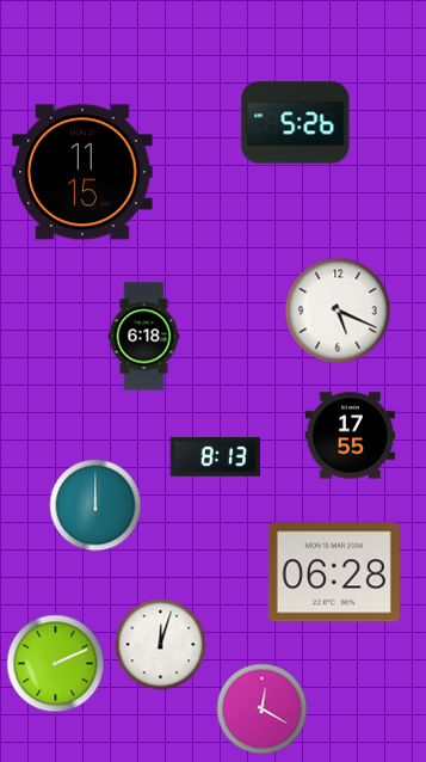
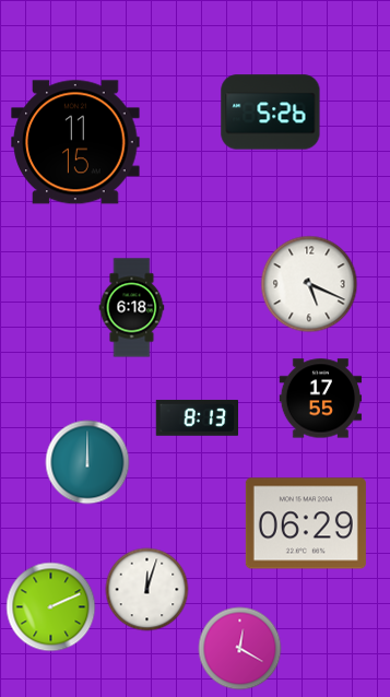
clock at (82, 172) position: (82, 172) -> (75, 142)
clock at (334, 572): 06:28 -> 06:29
